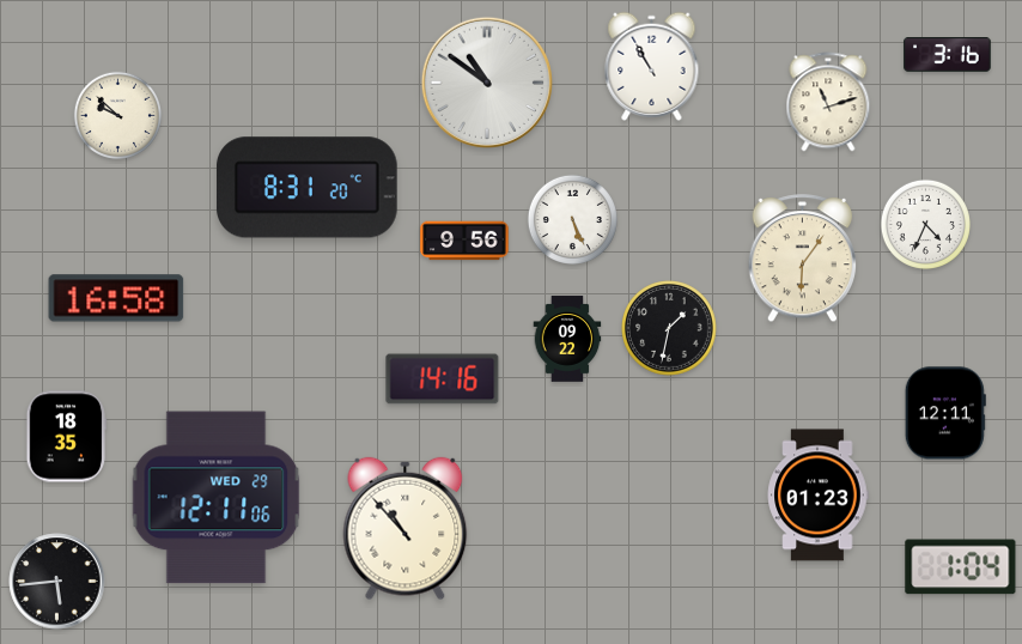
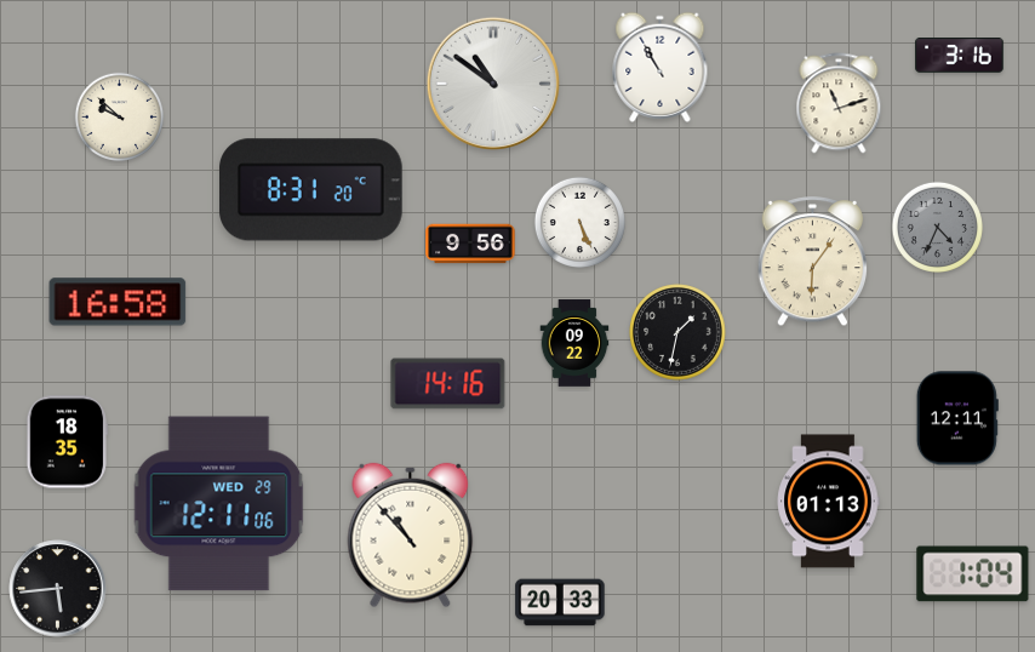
clock at (925, 224) dial: white -> grey
clock at (817, 496): 01:23 -> 01:13
clock at (560, 602): none -> 20:33
